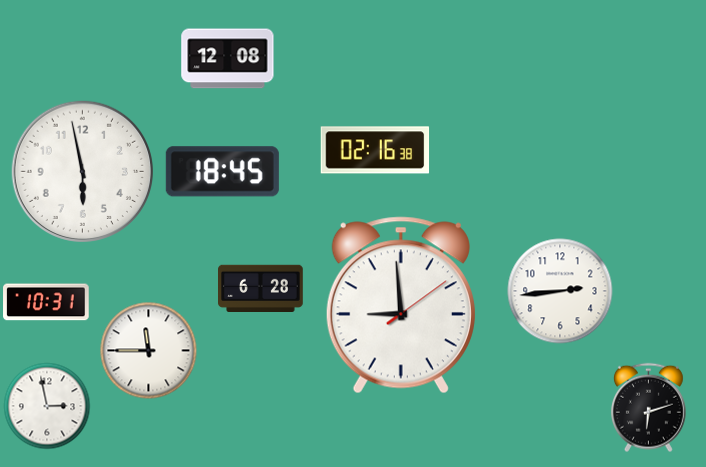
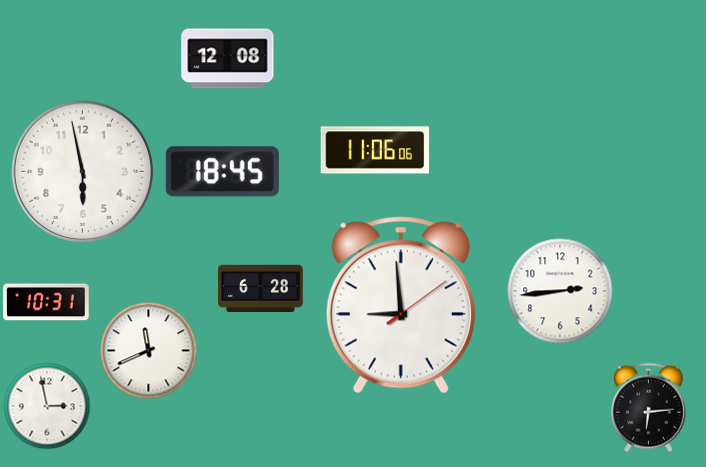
clock at (375, 150): 02:16 -> 11:06
clock at (149, 351): 11:45 -> 11:41
clock at (648, 408): 6:12 -> 6:14
